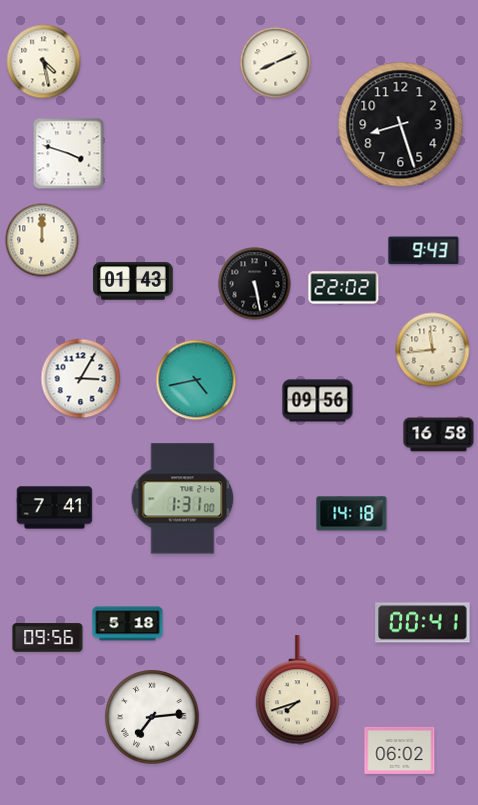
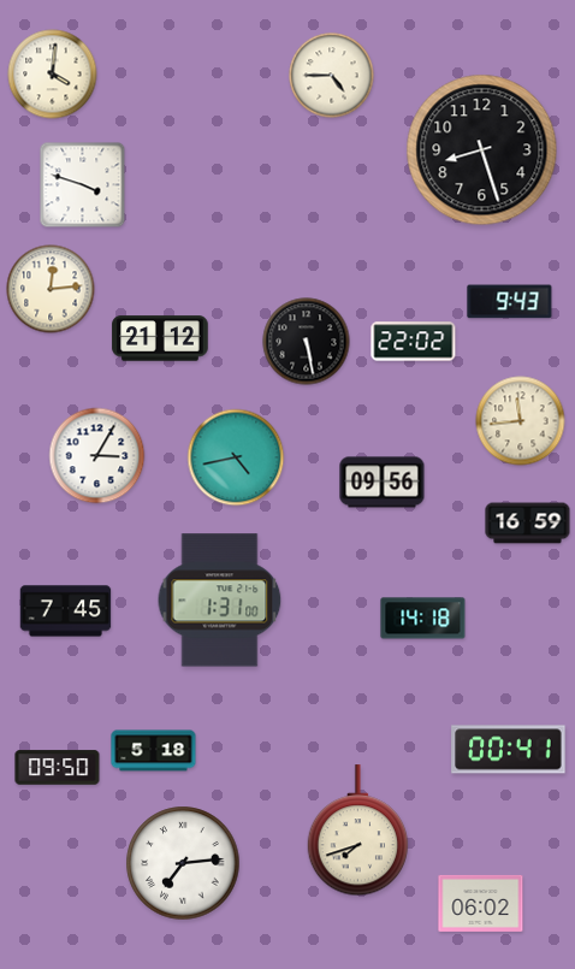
clock at (44, 62): 4:28 -> 4:01
clock at (276, 63): 8:11 -> 4:45
clock at (42, 240): 12:00 -> 12:14
clock at (133, 281): 01:43 -> 21:12
clock at (344, 288) position: (344, 288) -> (414, 342)
clock at (439, 435): 16:58 -> 16:59
clock at (55, 508): 7:41 -> 7:45
clock at (48, 638): 09:56 -> 09:50
